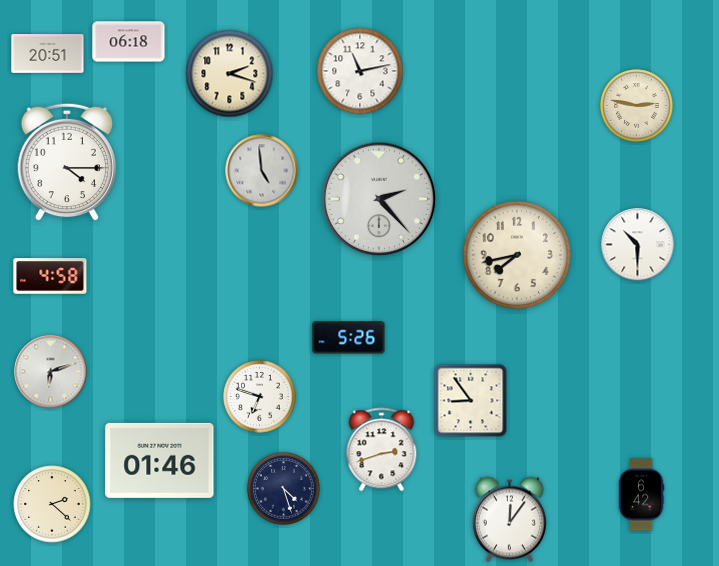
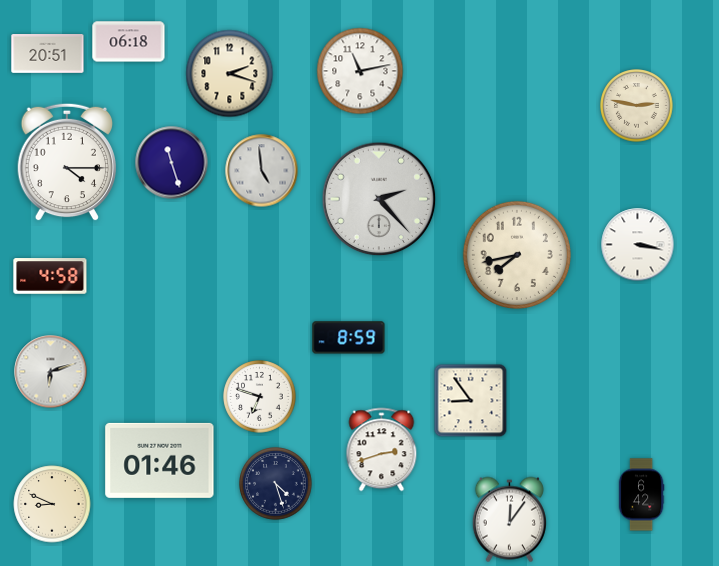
clock at (172, 163): none -> 11:27
clock at (638, 245): 10:30 -> 3:17
clock at (349, 338): 5:26 -> 8:59
clock at (284, 489) position: (284, 489) -> (276, 484)
clock at (52, 504): 2:22 -> 8:49
